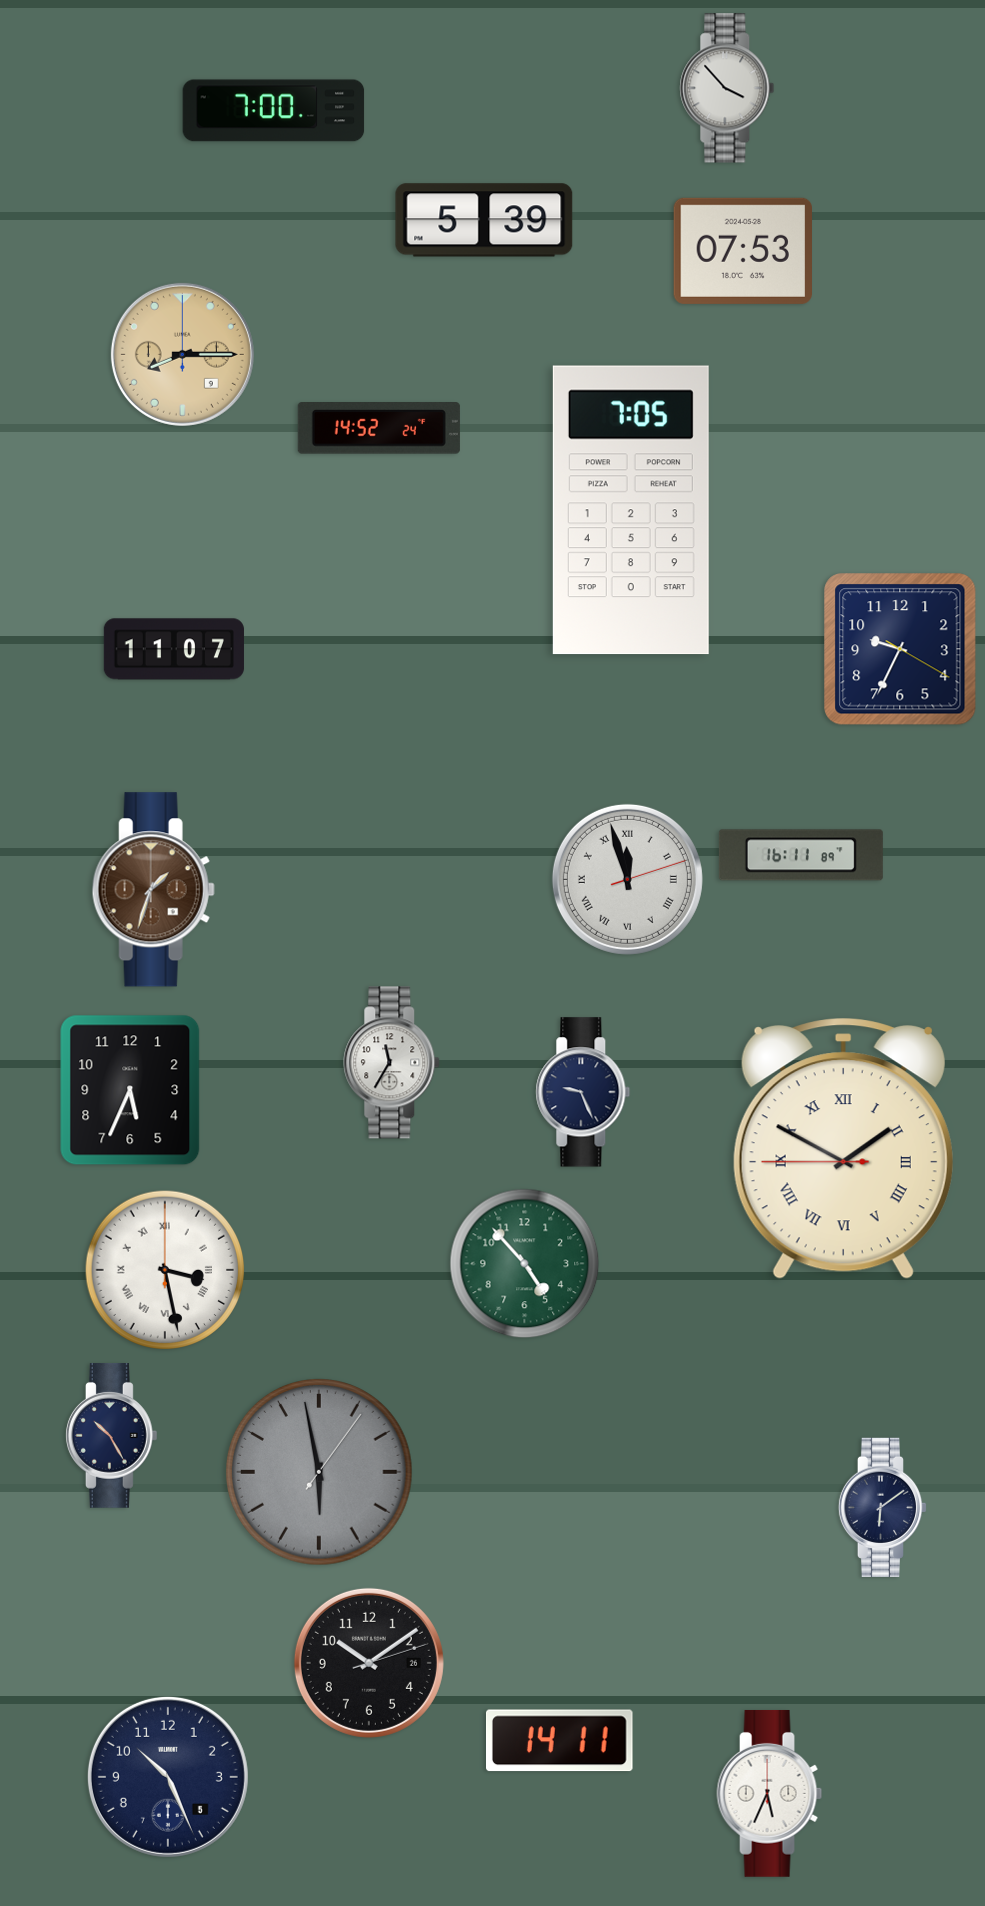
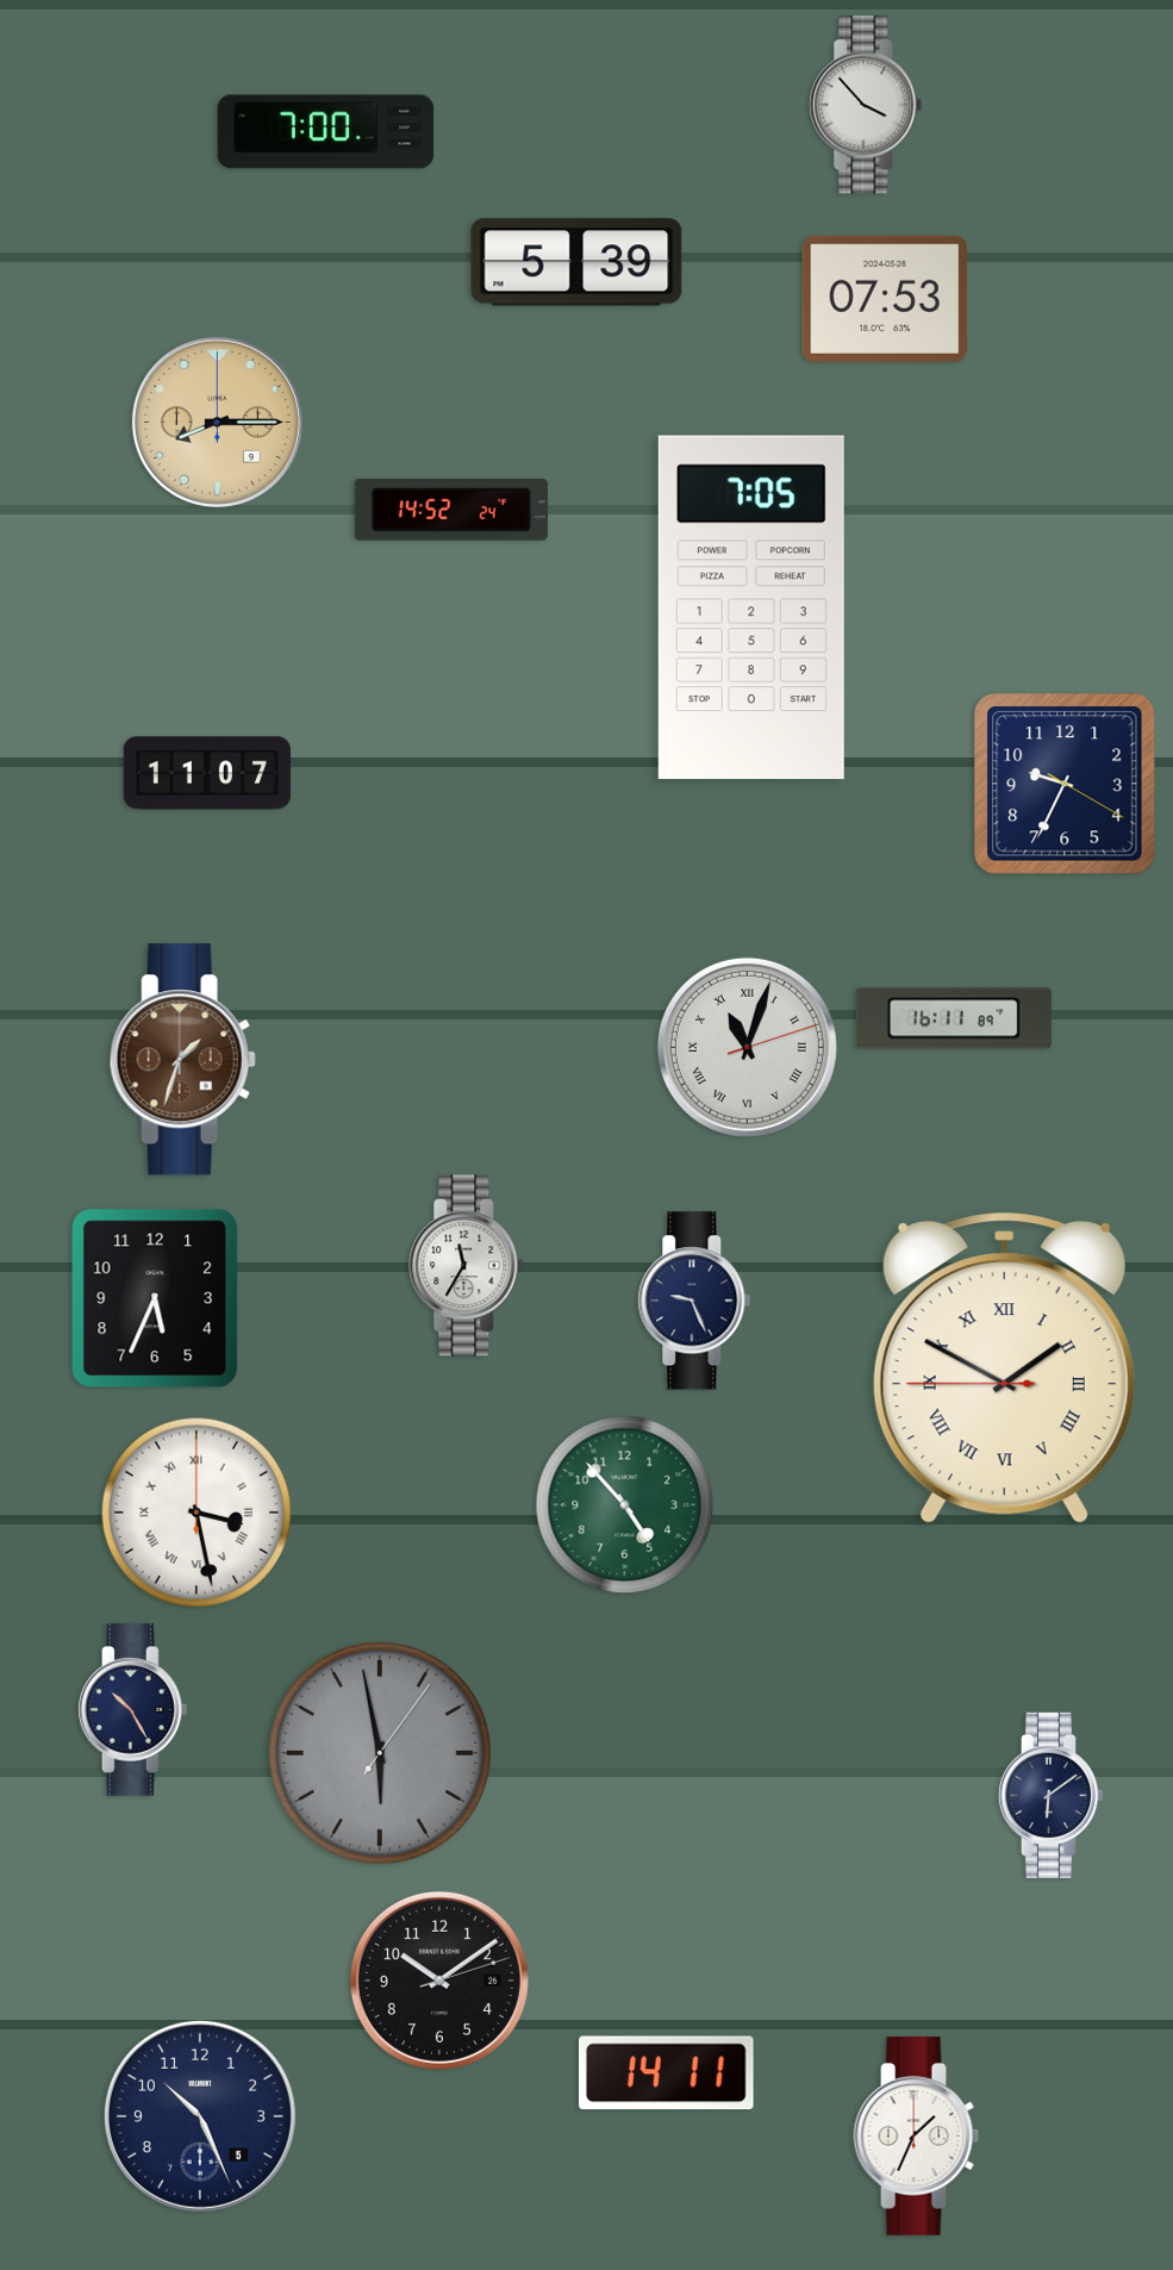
clock at (900, 649) position: (900, 649) -> (1065, 784)
clock at (627, 879): 11:57 -> 11:03
clock at (770, 1793): 5:34 -> 1:34
